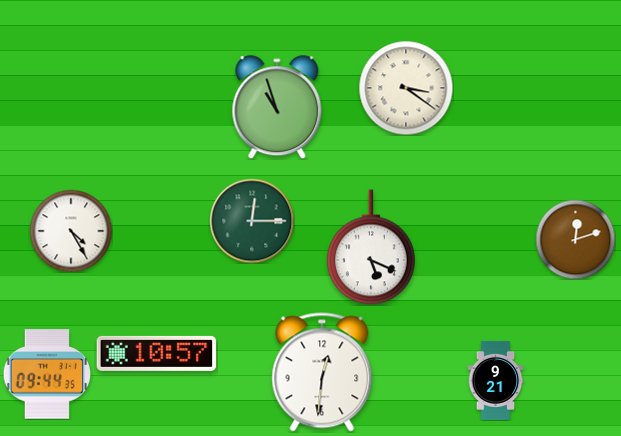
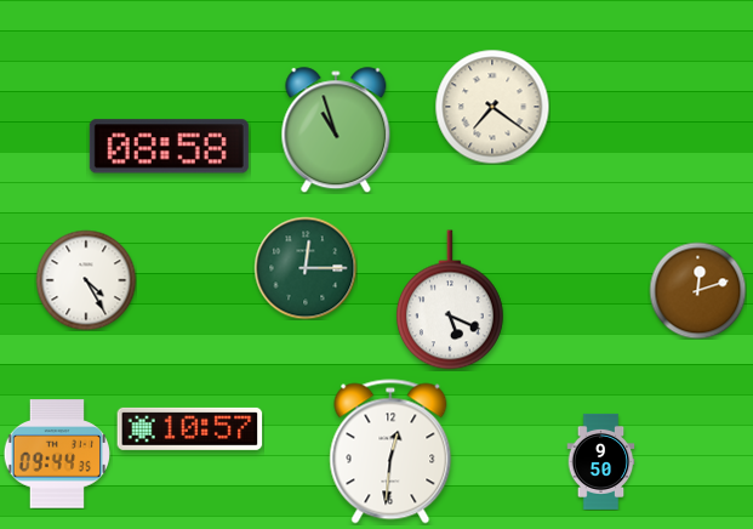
clock at (406, 88): 3:21 -> 7:21
clock at (169, 147): none -> 08:58
clock at (496, 380): 9:21 -> 9:50
